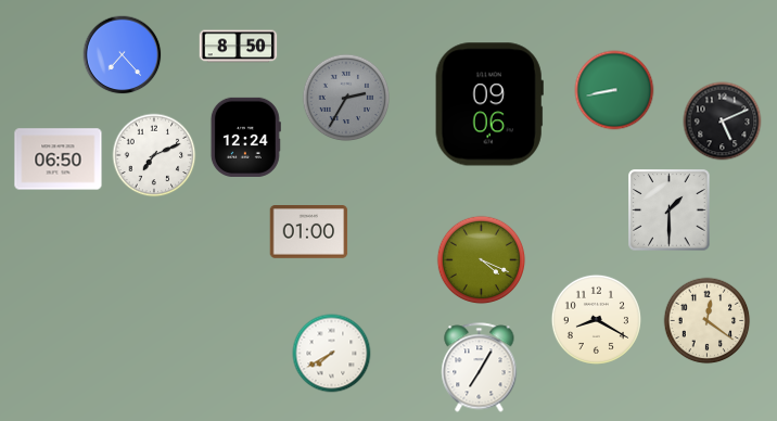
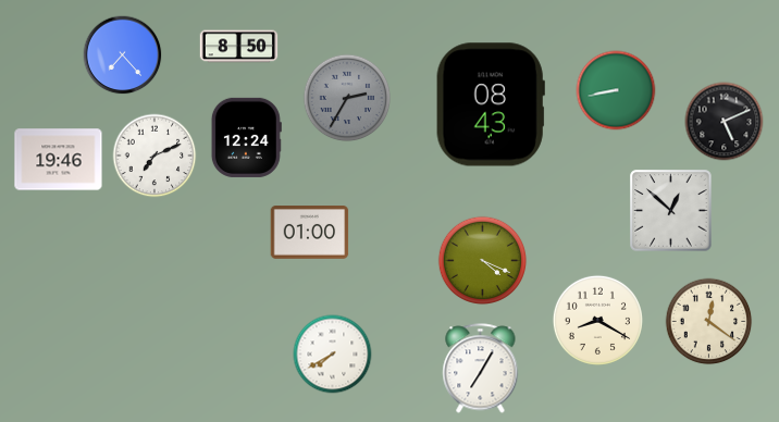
clock at (489, 104): 09:06 -> 08:43
clock at (59, 160): 06:50 -> 19:46
clock at (670, 210): 1:30 -> 12:52
